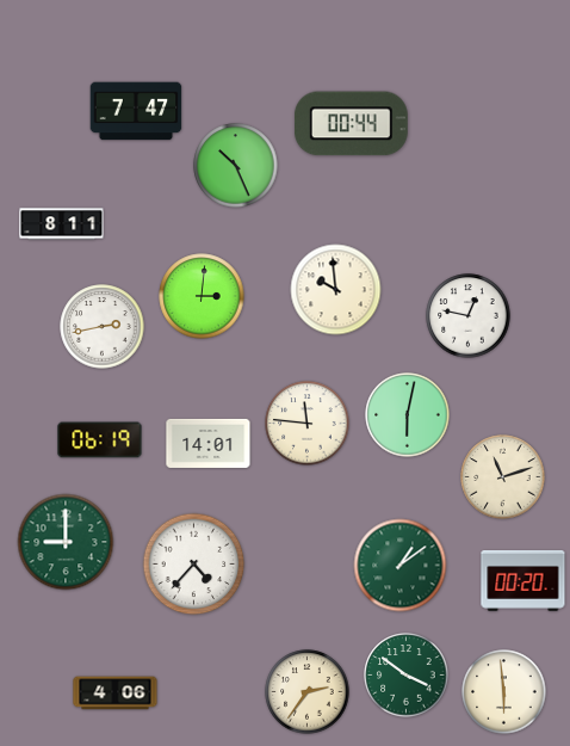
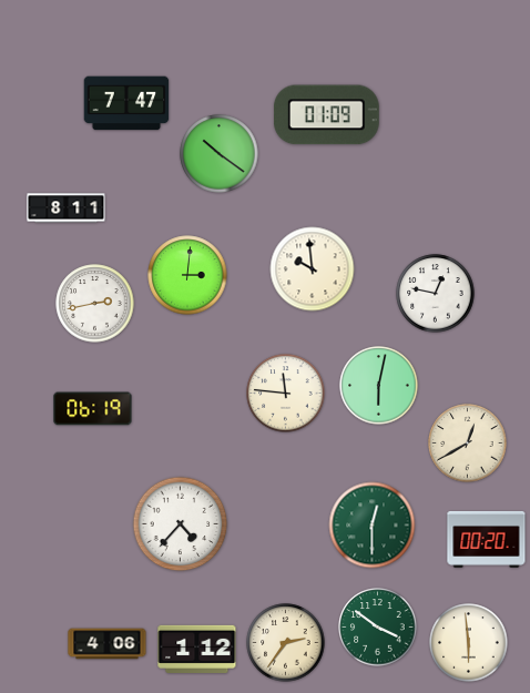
clock at (351, 124): 00:44 -> 01:09
clock at (236, 166): 10:26 -> 10:21
clock at (62, 224) position: (62, 224) -> (67, 208)
clock at (209, 443): 14:01 -> none
clock at (503, 477): 11:12 -> 12:40
clock at (66, 542): 9:00 -> none
clock at (401, 566): 1:09 -> 12:30
clock at (197, 649): none -> 1:12
